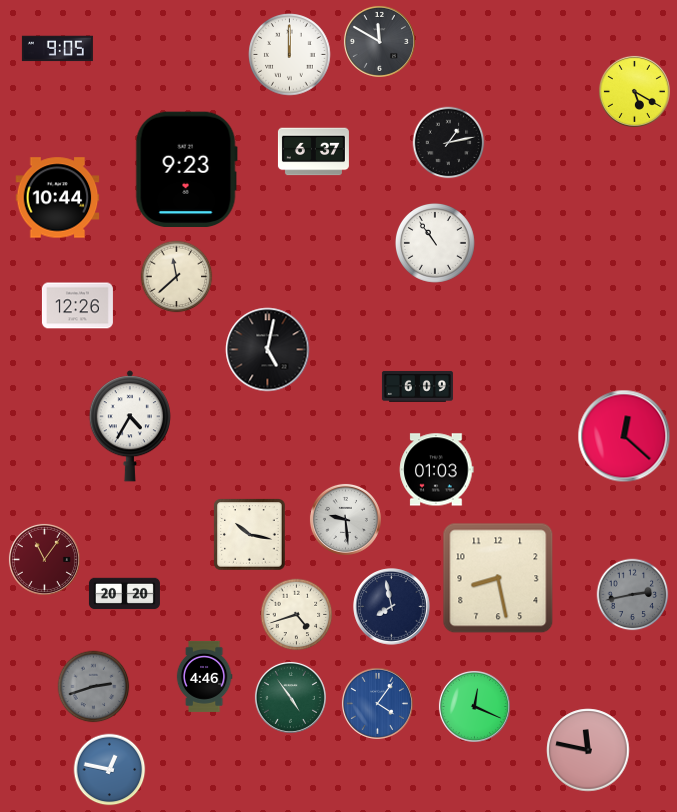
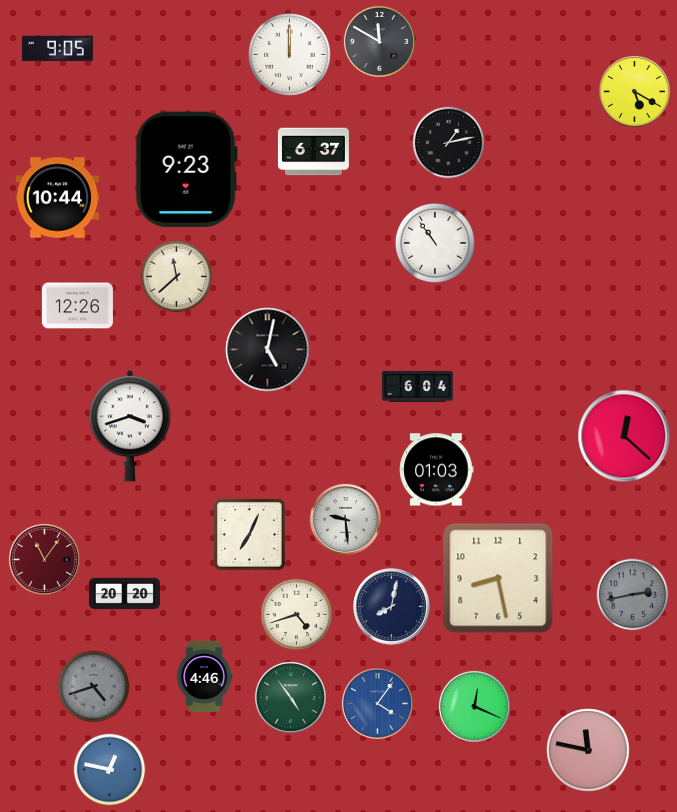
clock at (417, 387): 6:09 -> 6:04
clock at (130, 426): 4:35 -> 3:42
clock at (250, 535): 10:17 -> 7:04
clock at (392, 607): 7:58 -> 8:02
clock at (94, 687): 2:42 -> 4:42
